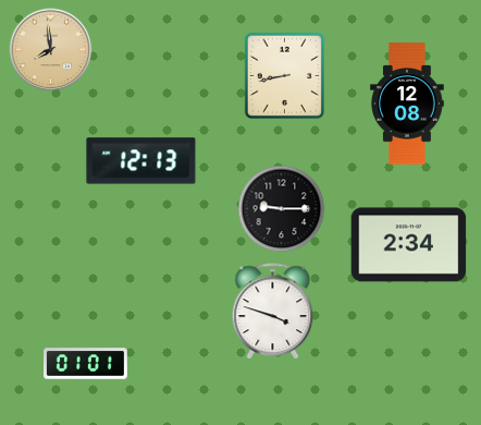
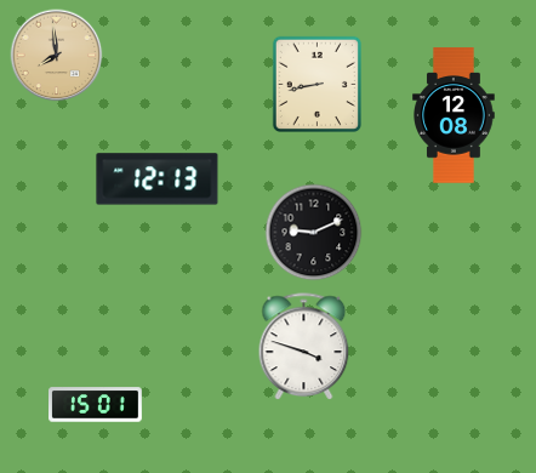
clock at (282, 209): 9:15 -> 9:11
clock at (409, 245): 2:34 -> none
clock at (86, 364): 01:01 -> 15:01
